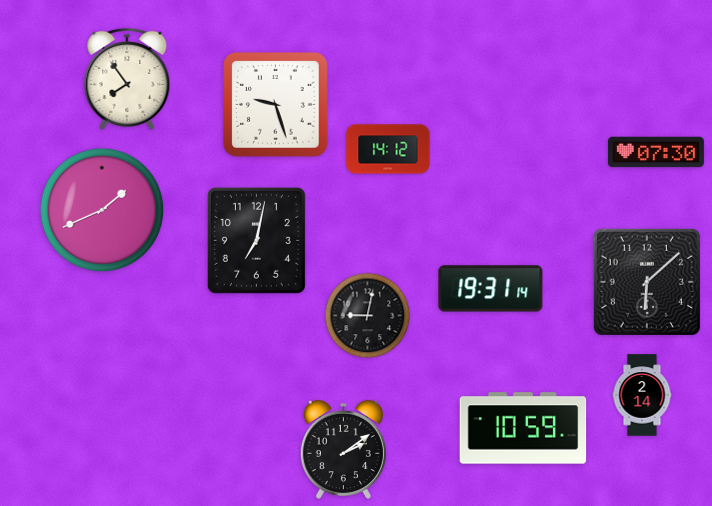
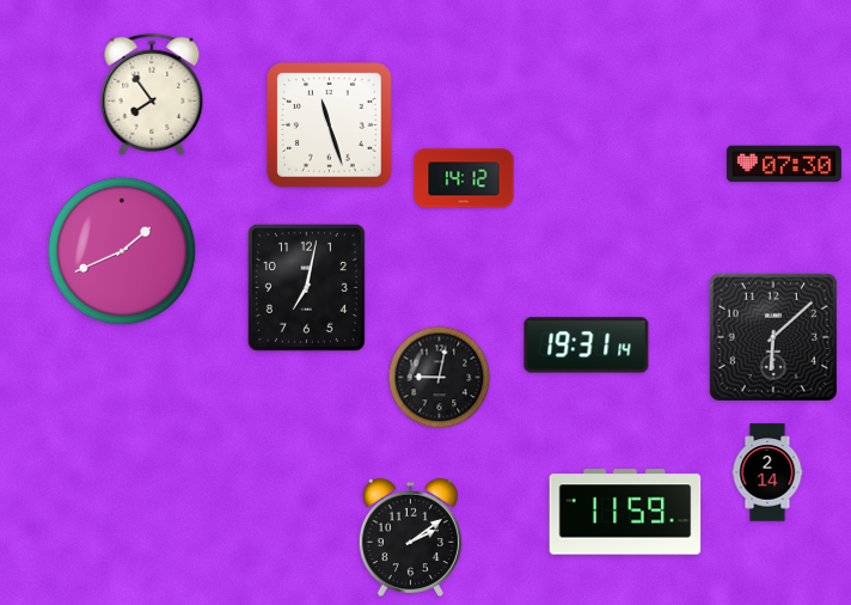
clock at (276, 105): 9:27 -> 11:27
clock at (656, 152) position: (656, 152) -> (784, 164)
clock at (523, 428): 10:59 -> 11:59
